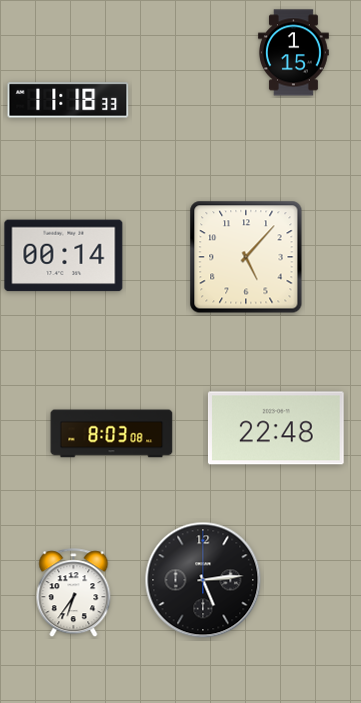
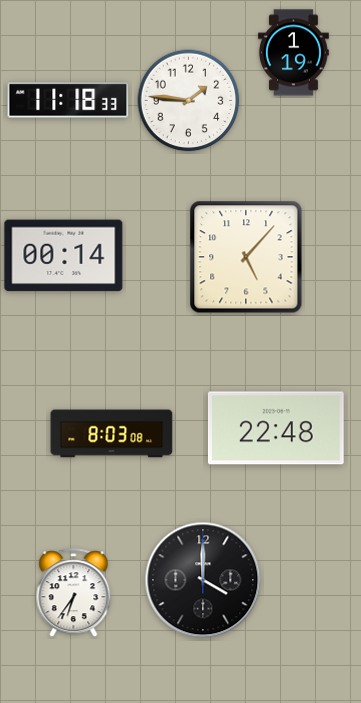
clock at (293, 53): 1:15 -> 1:19
clock at (189, 101): none -> 1:46
clock at (203, 580): 5:14 -> 4:00
